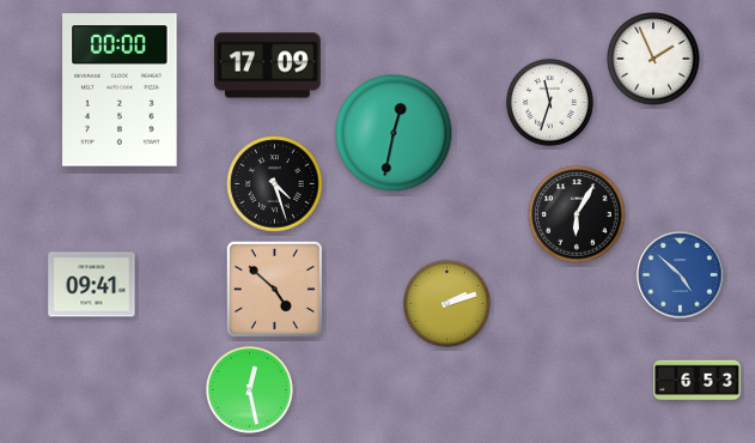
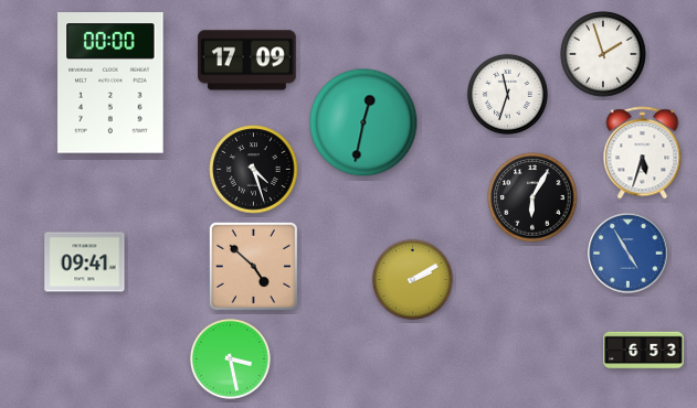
clock at (653, 59): 1:56 -> 1:57
clock at (643, 153): none -> 5:33
clock at (681, 275): 4:52 -> 4:55
clock at (446, 303): 2:12 -> 2:10
clock at (249, 389): 12:28 -> 3:28
